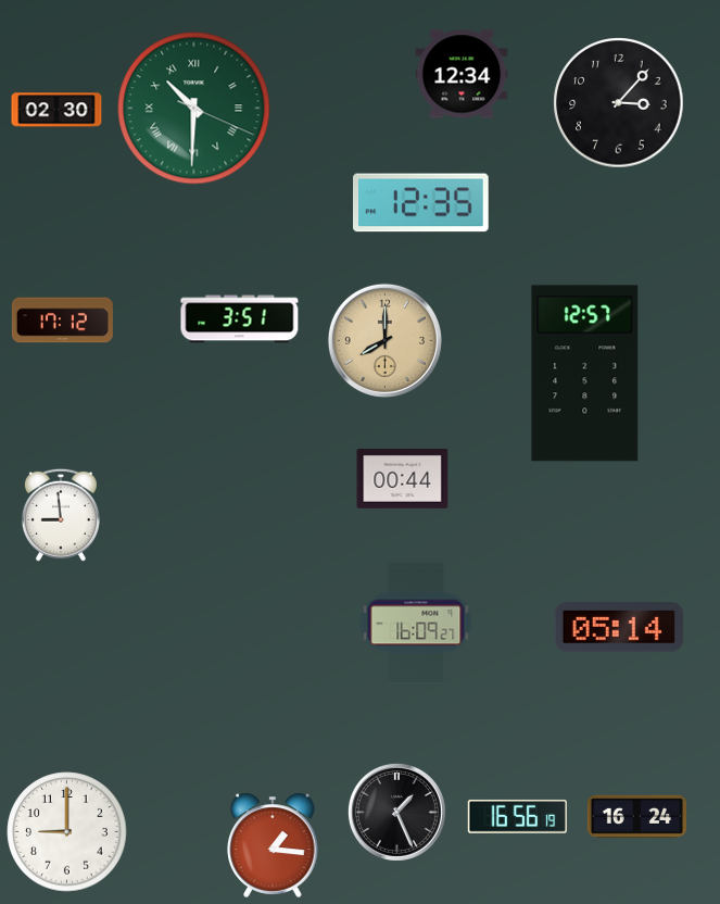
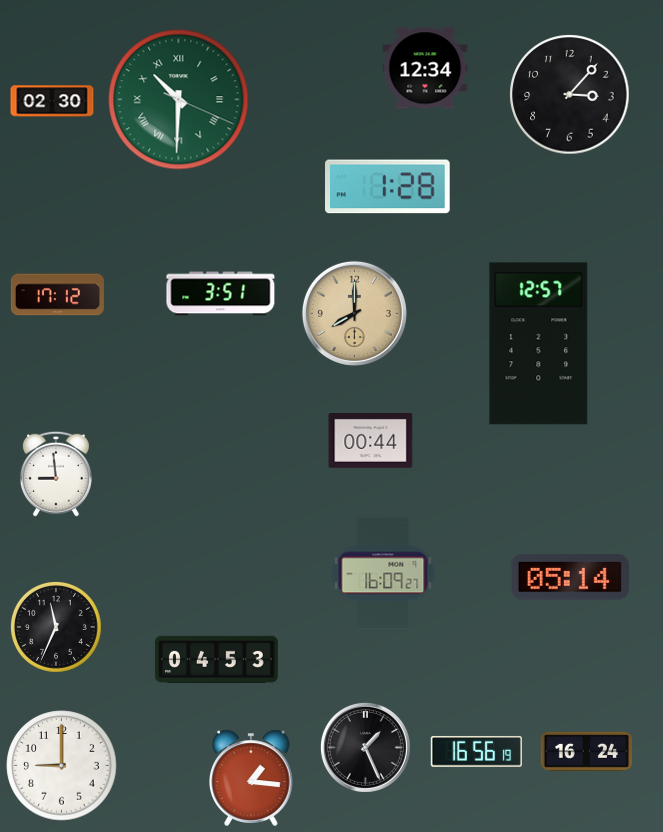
clock at (421, 203): 12:35 -> 1:28
clock at (56, 627): none -> 11:34
clock at (216, 659): none -> 04:53
